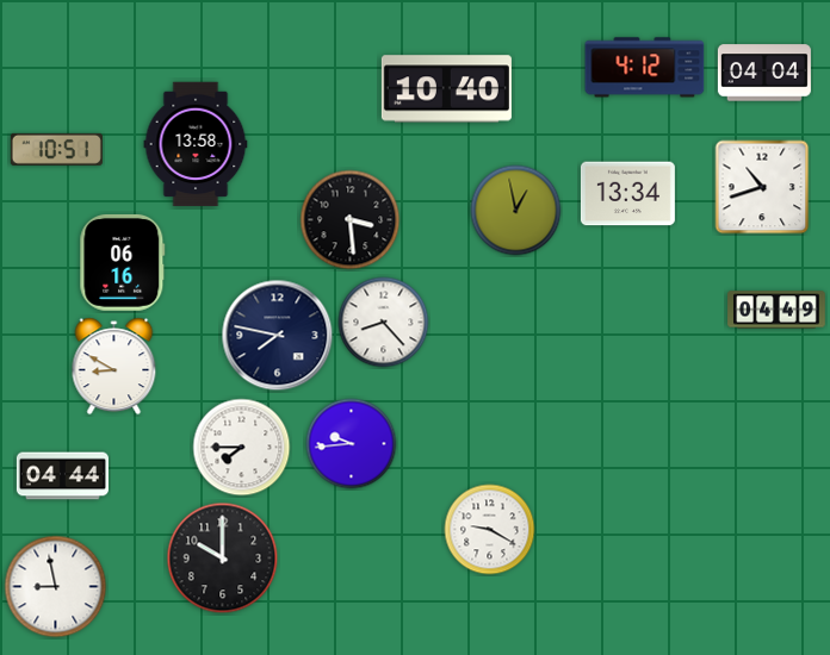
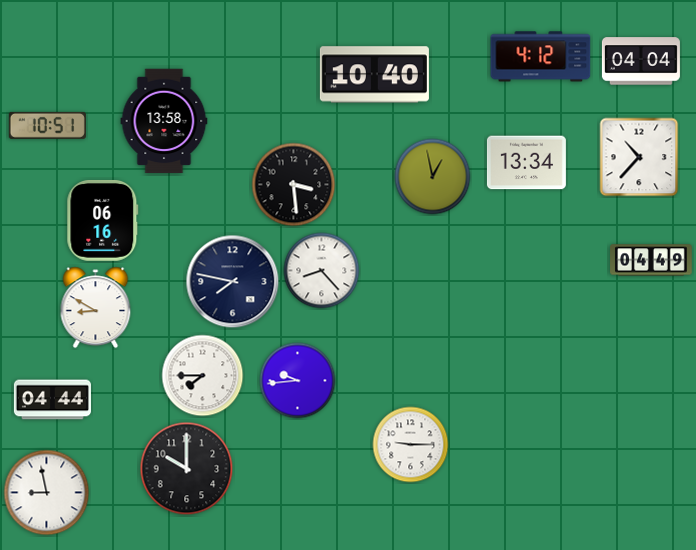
clock at (762, 187): 10:42 -> 10:37
clock at (352, 444) position: (352, 444) -> (298, 381)
clock at (490, 530): 9:20 -> 9:15
